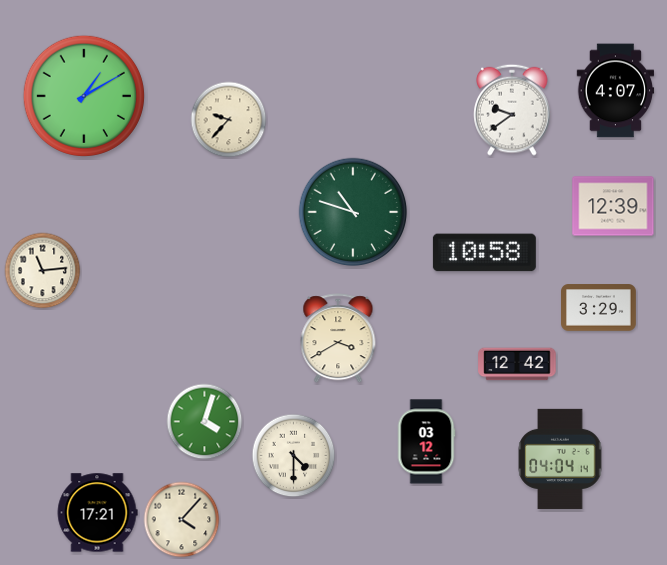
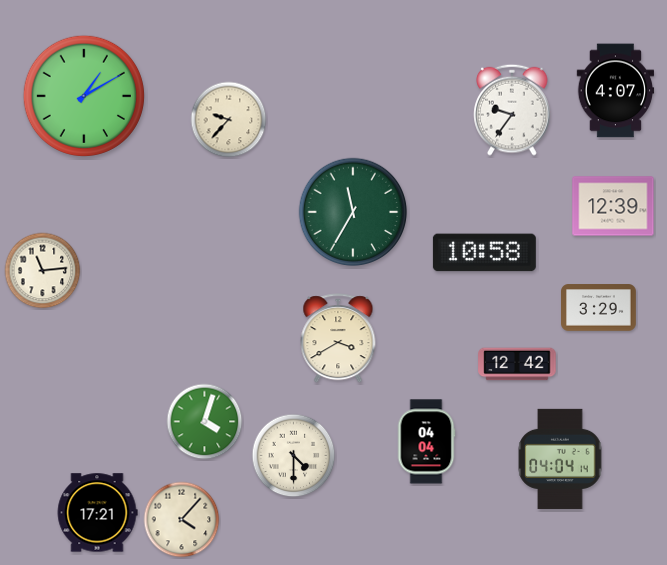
clock at (512, 110): 9:39 -> 9:36
clock at (353, 212): 10:48 -> 11:35
clock at (426, 442): 03:12 -> 04:04
